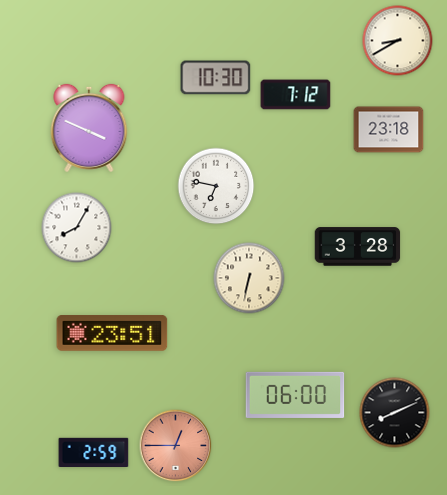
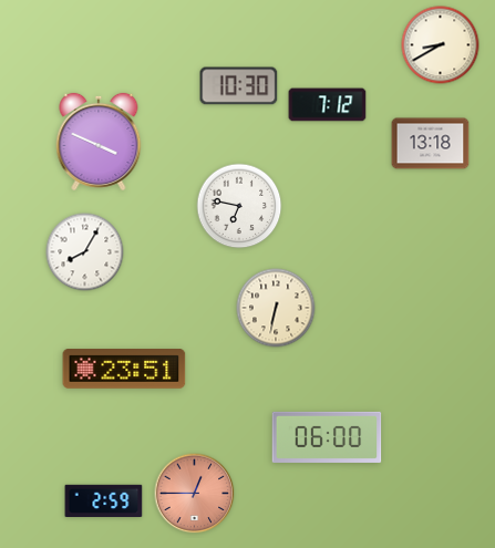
clock at (389, 130): 23:18 -> 13:18
clock at (358, 247): 3:28 -> none
clock at (395, 413): 8:11 -> none
